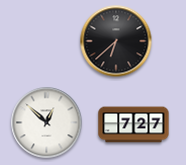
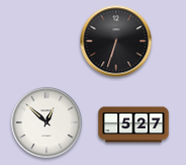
clock at (116, 41): 6:38 -> 6:33
clock at (134, 125): 7:27 -> 5:27
